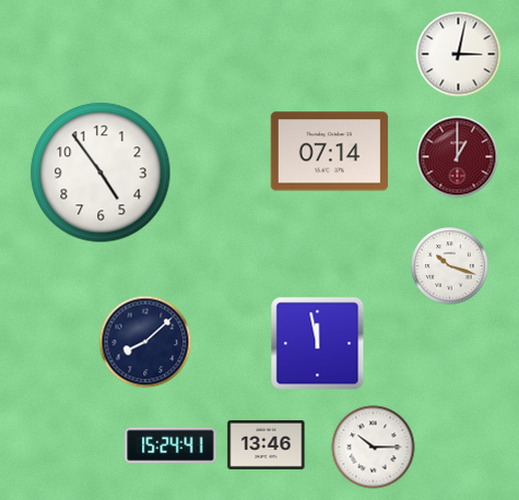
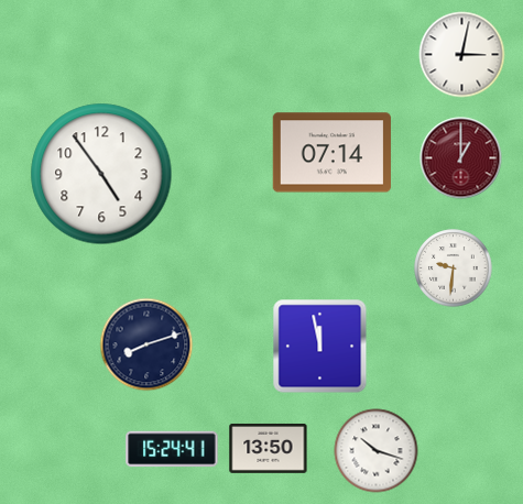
clock at (450, 266): 10:18 -> 9:31
clock at (145, 342): 8:08 -> 8:12
clock at (267, 444): 13:46 -> 13:50
clock at (374, 448): 10:15 -> 10:18
